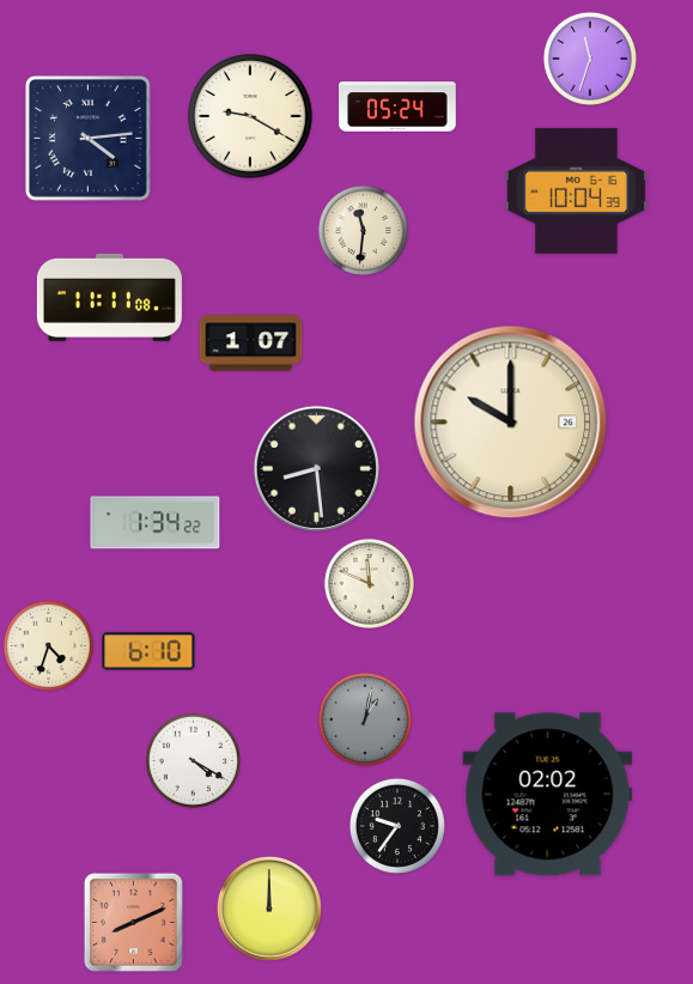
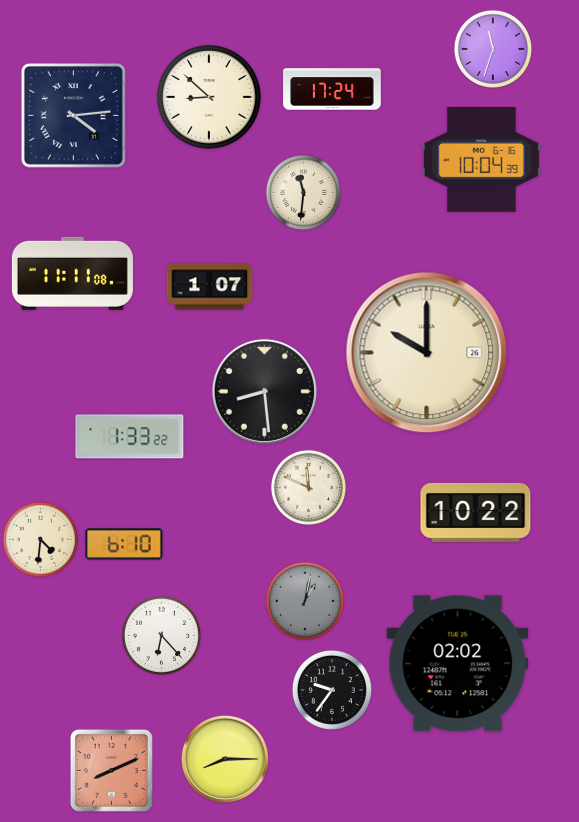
clock at (397, 107): 05:24 -> 17:24
clock at (251, 117): 9:20 -> 8:52
clock at (109, 297) position: (109, 297) -> (72, 273)
clock at (156, 523): 1:34 -> 1:33
clock at (476, 512): none -> 10:22
clock at (48, 645): 4:33 -> 4:31
clock at (193, 760): 4:20 -> 6:23
clock at (269, 909): 12:00 -> 8:15
